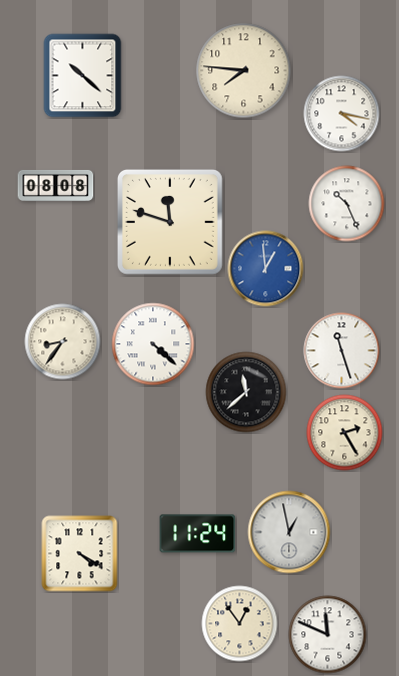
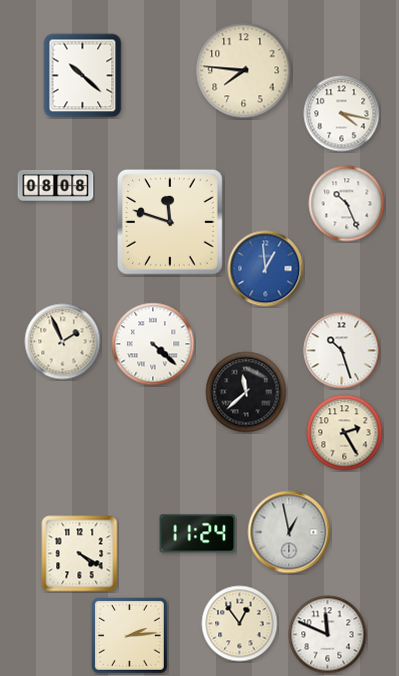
clock at (63, 342): 8:36 -> 1:56
clock at (342, 351): 11:27 -> 10:27
clock at (130, 636): none -> 2:14
